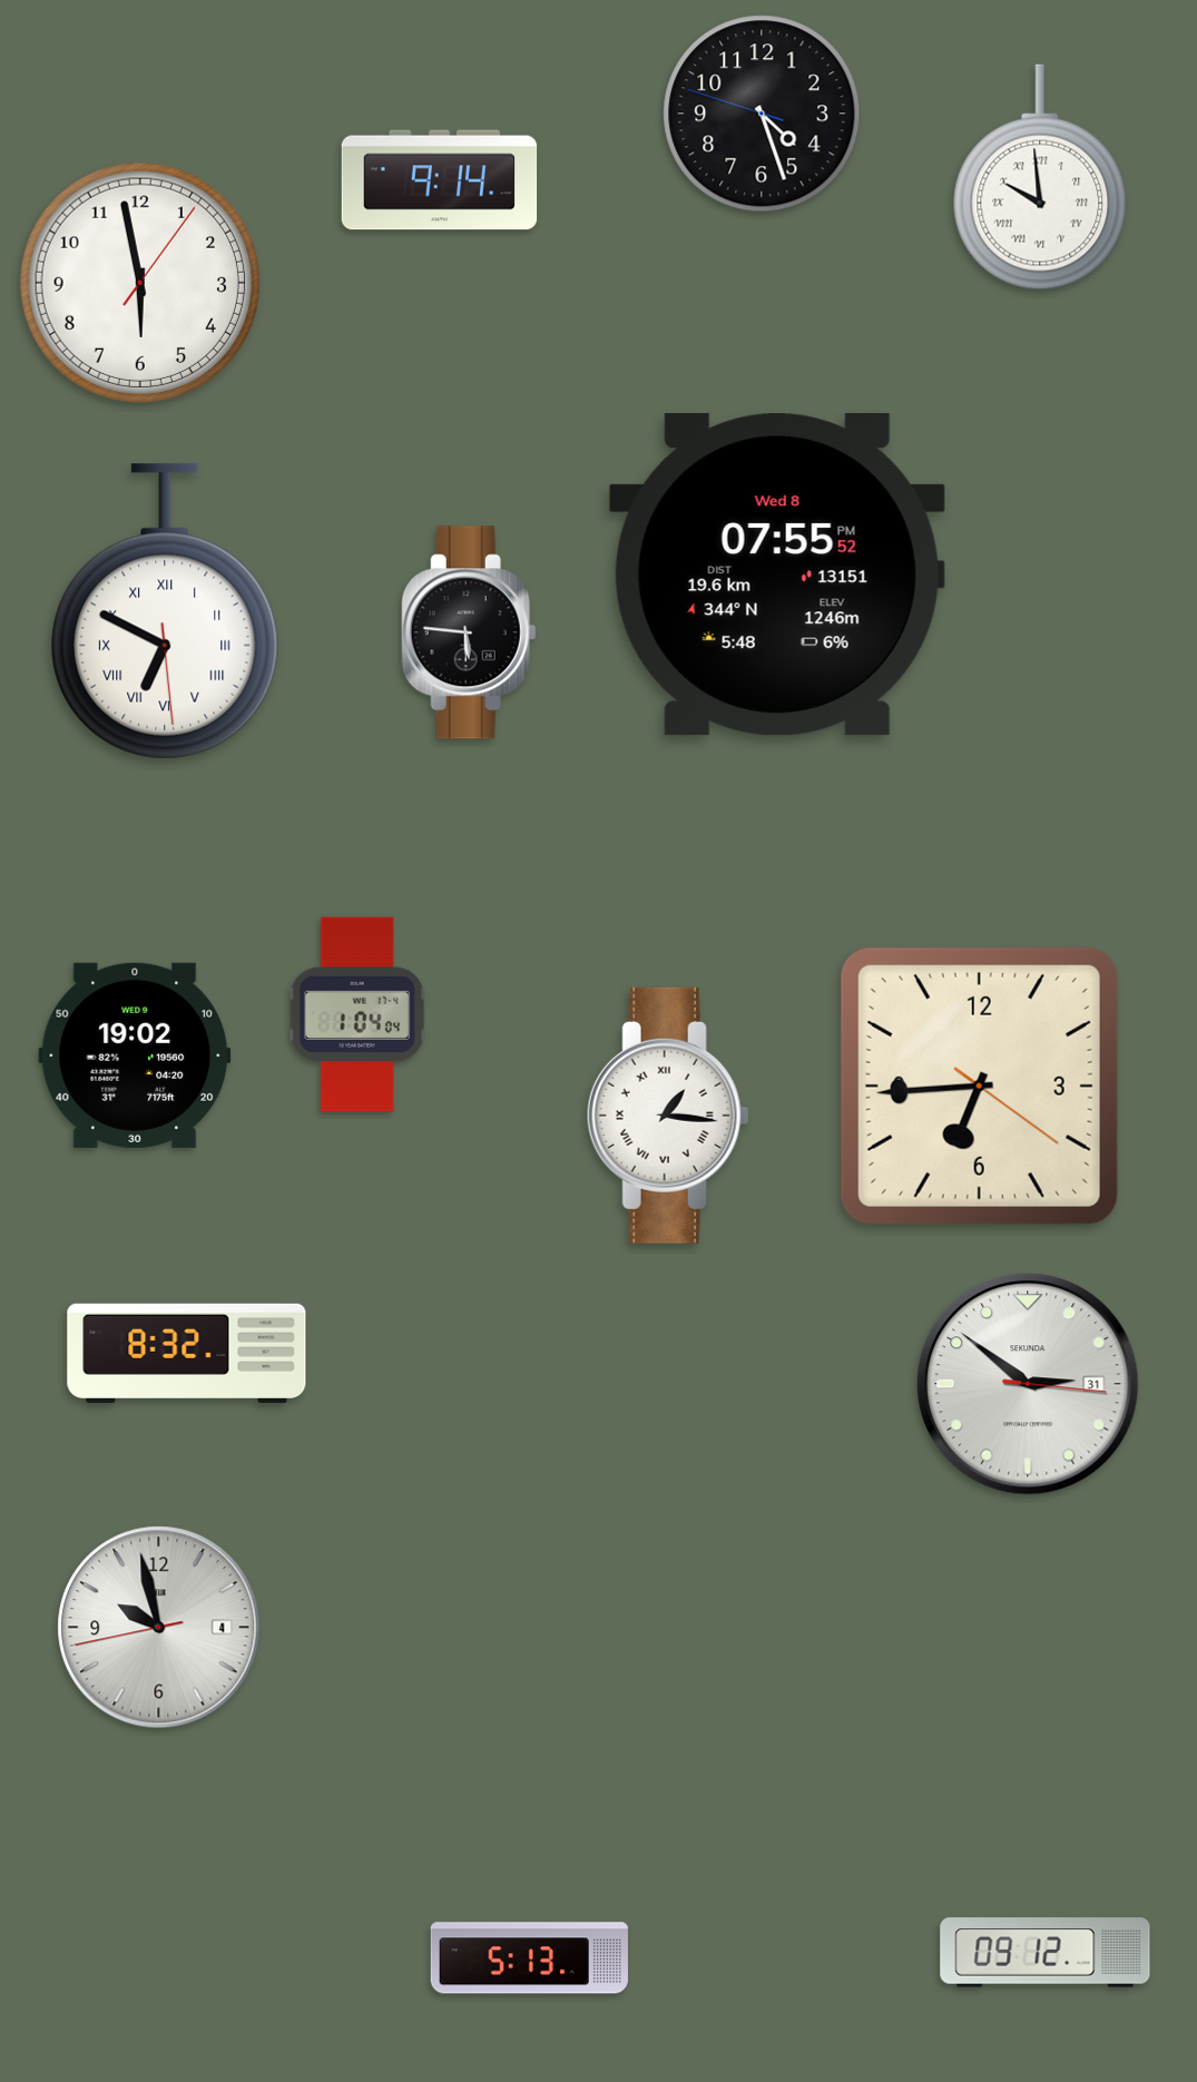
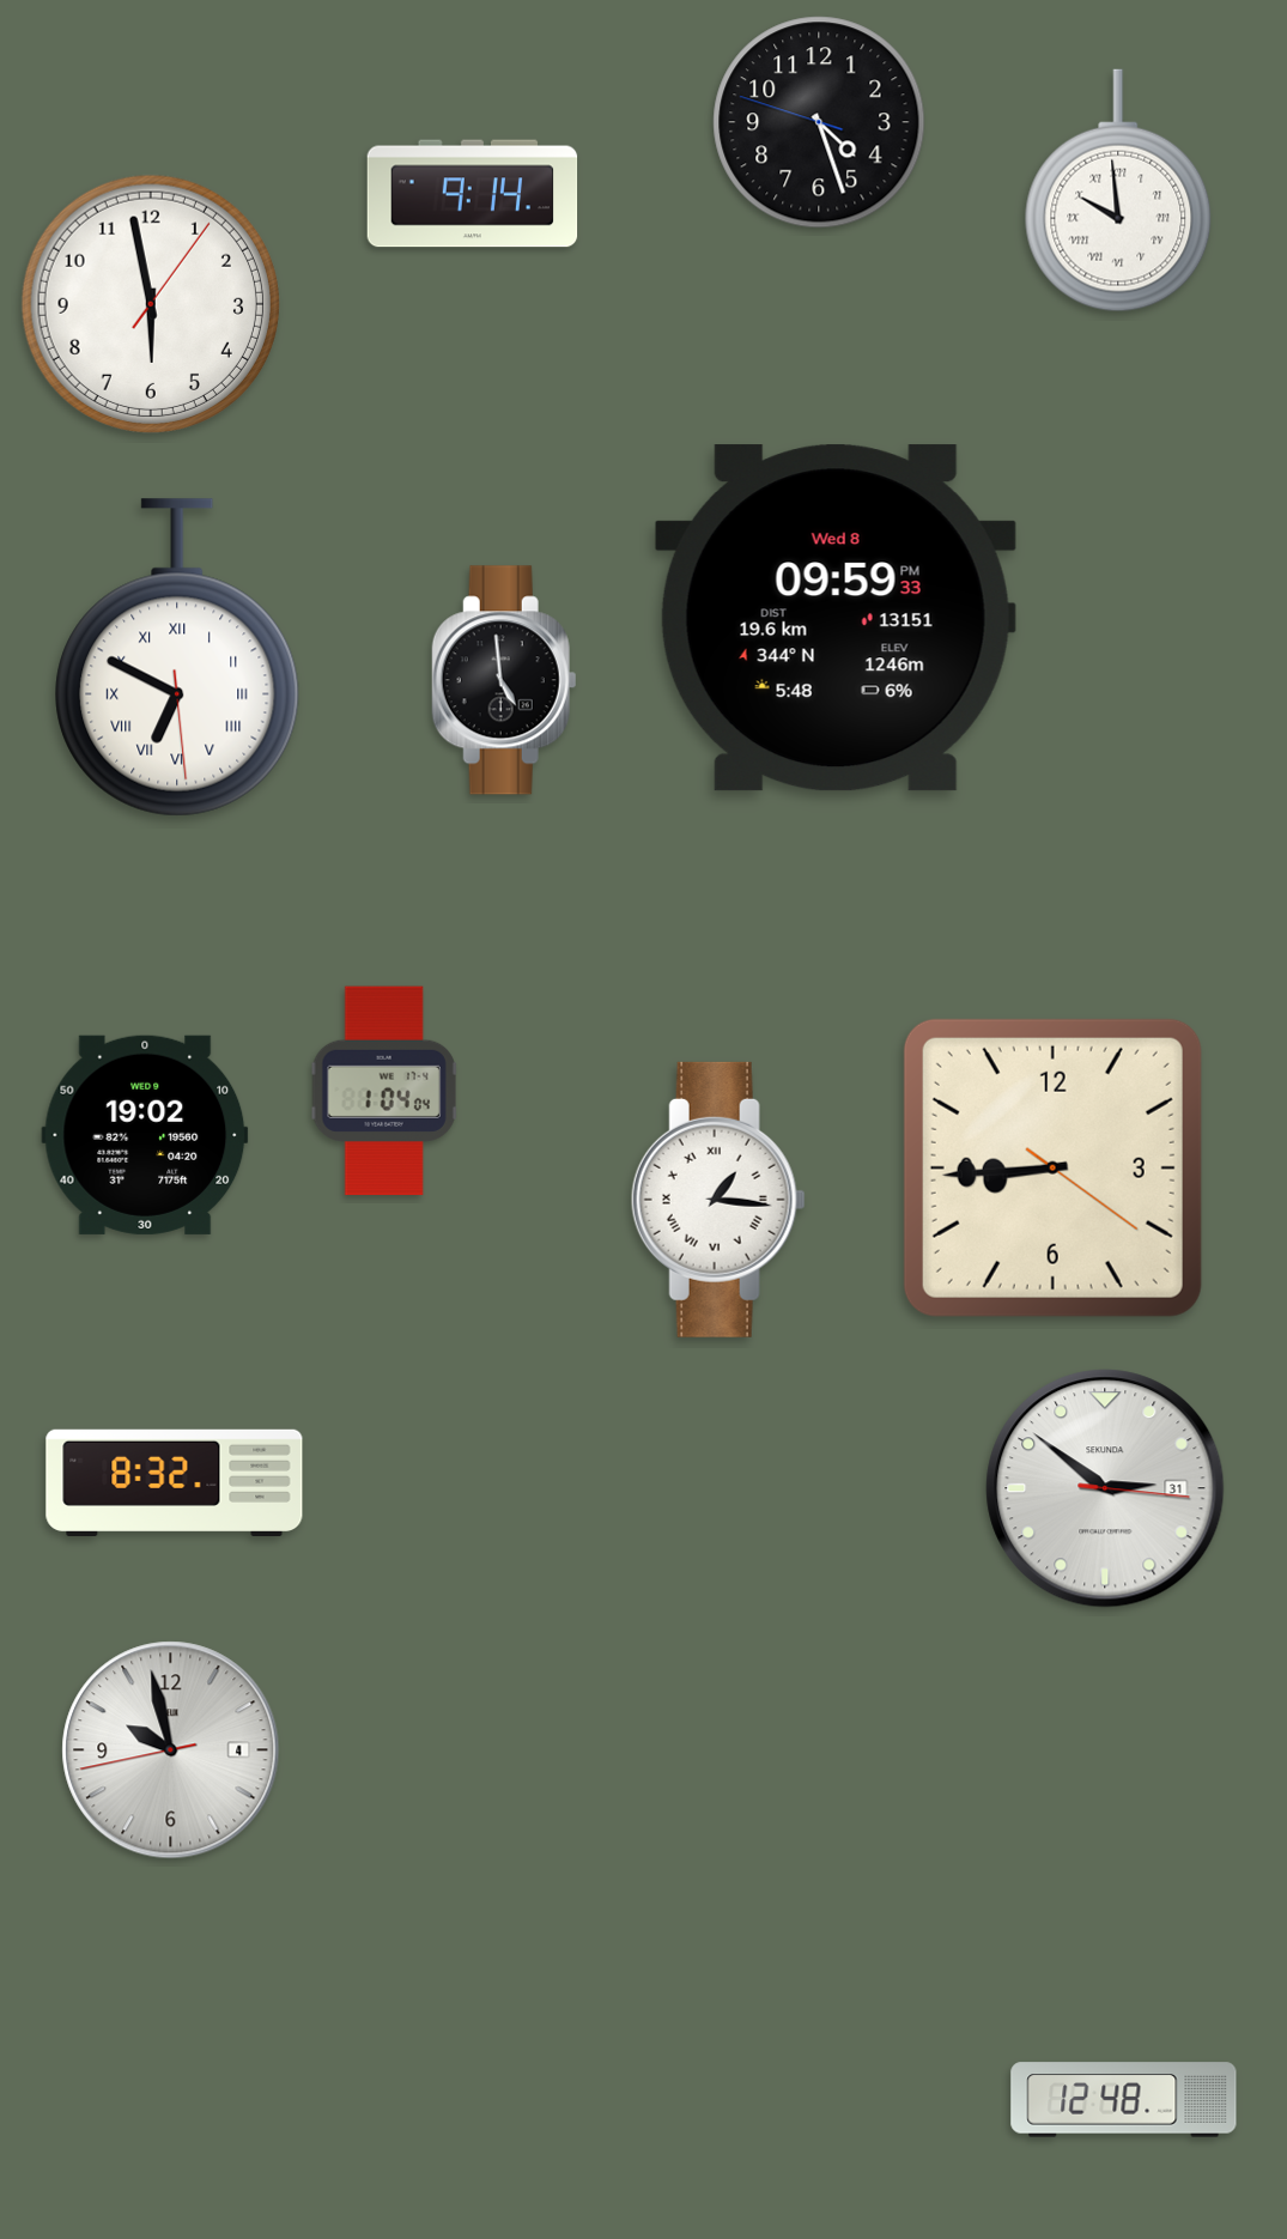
clock at (777, 574): 07:55 -> 09:59
clock at (469, 632): 5:46 -> 4:59
clock at (979, 1086): 6:44 -> 8:44
clock at (187, 1353) position: (187, 1353) -> (175, 1482)
clock at (1046, 1953): 09:12 -> 12:48
clock at (529, 1958): 5:13 -> none
